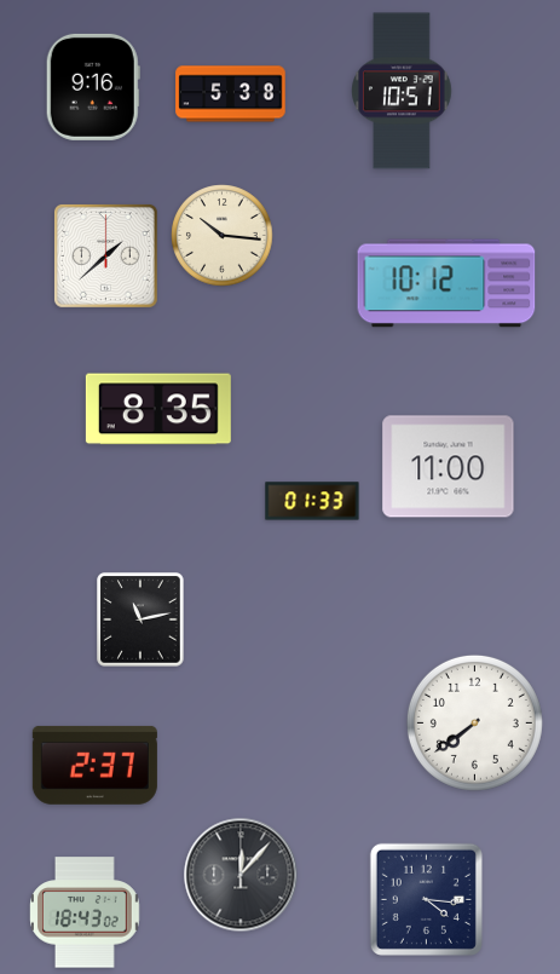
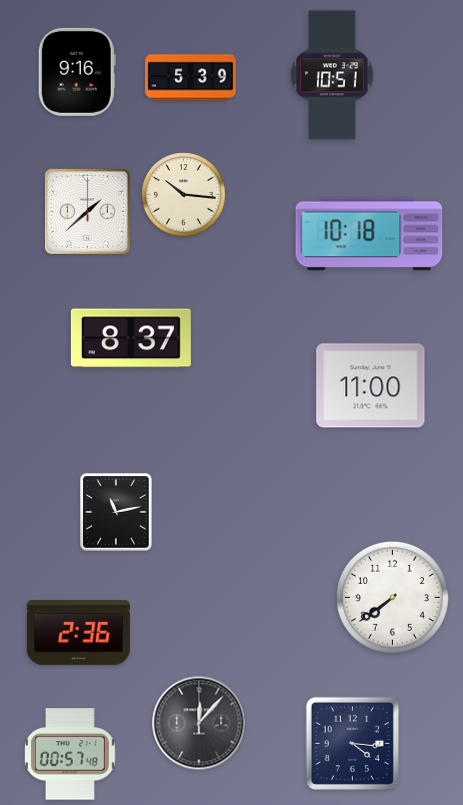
clock at (231, 94): 5:38 -> 5:39
clock at (446, 283): 10:12 -> 10:18
clock at (158, 409): 8:35 -> 8:37
clock at (312, 501): 01:33 -> none
clock at (94, 765): 2:37 -> 2:36
clock at (86, 912): 18:43 -> 00:57
